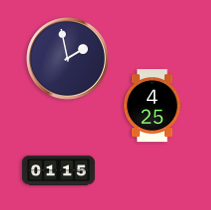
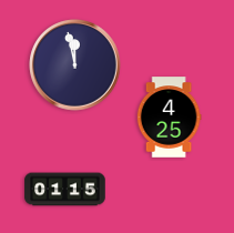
clock at (68, 59): 1:58 -> 11:58
